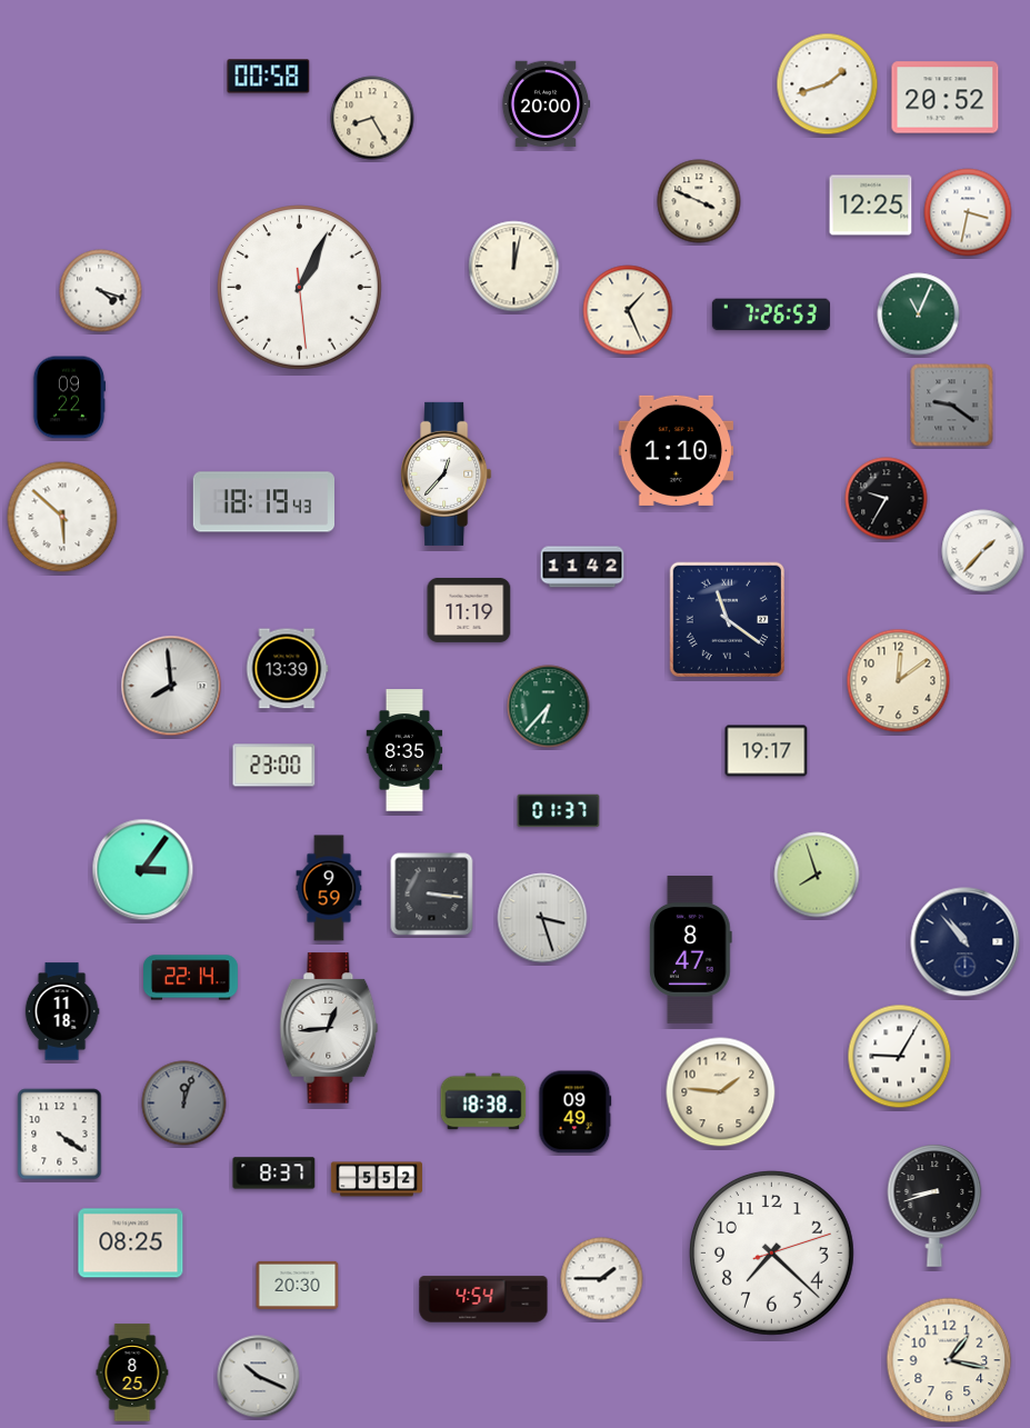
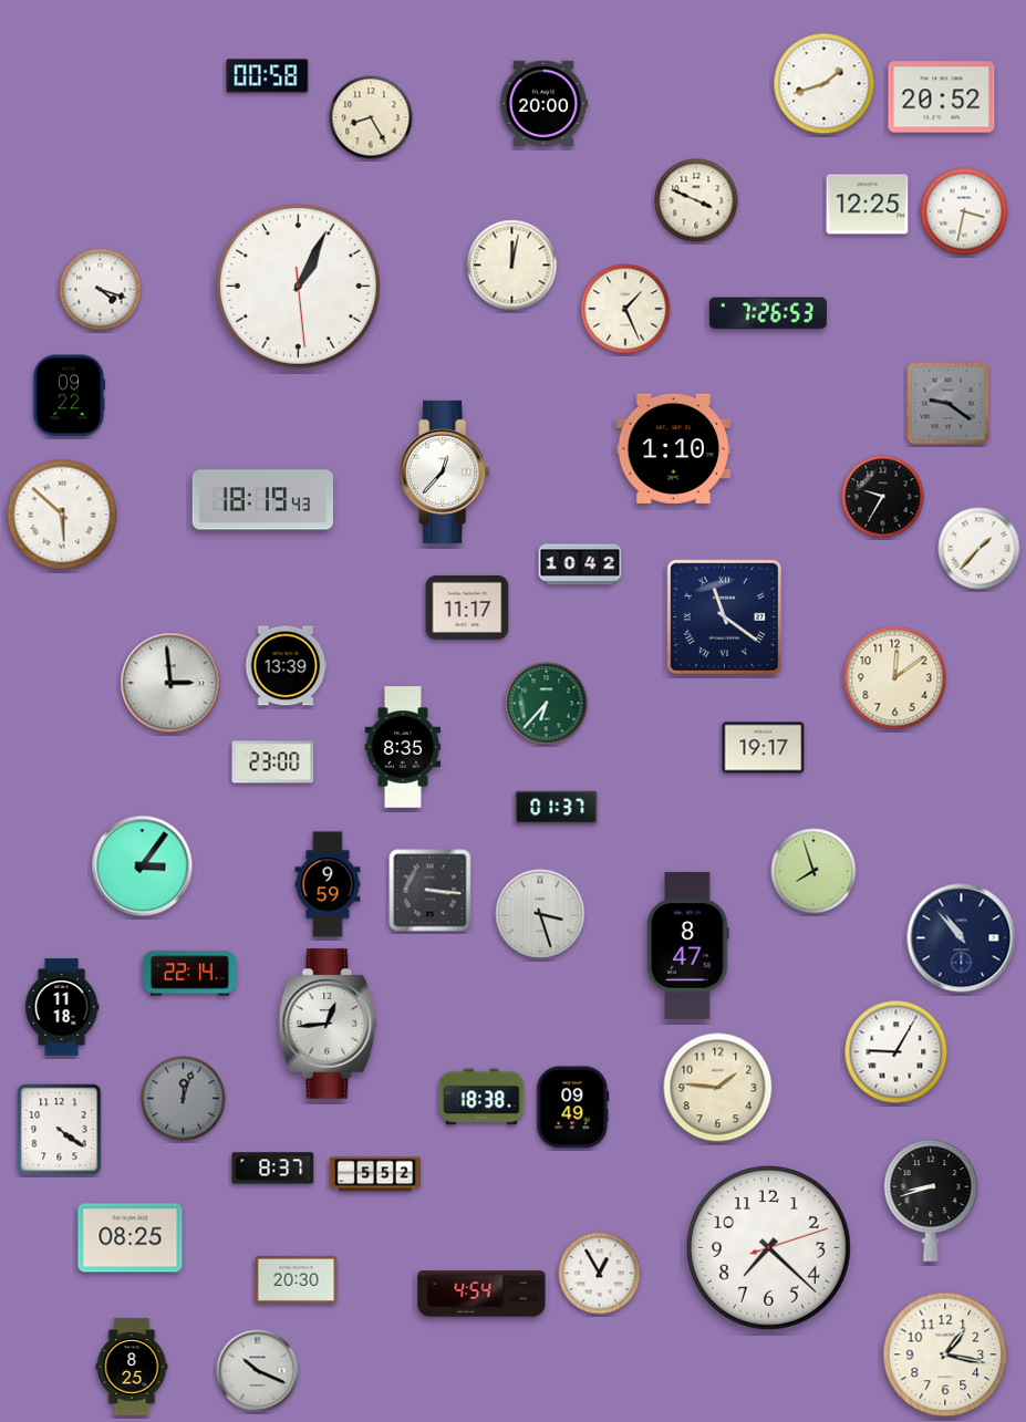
clock at (919, 314): 11:04 -> none
clock at (582, 567): 11:42 -> 10:42
clock at (469, 610): 11:19 -> 11:17
clock at (171, 686): 7:59 -> 2:59
clock at (602, 1279): 1:45 -> 12:55
